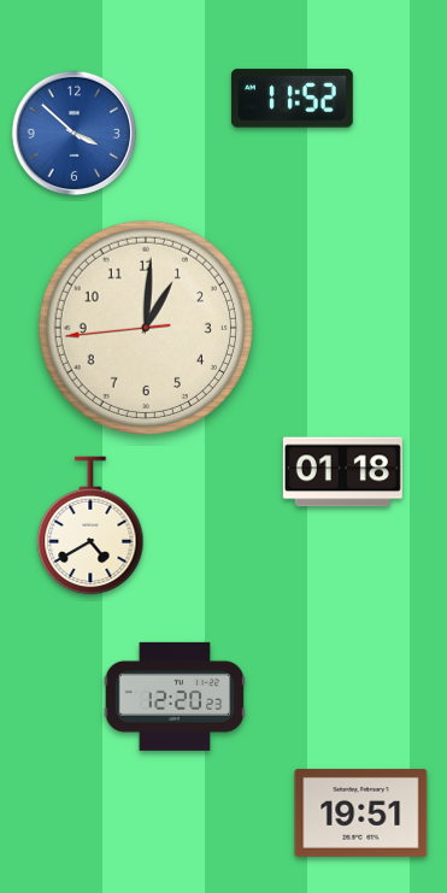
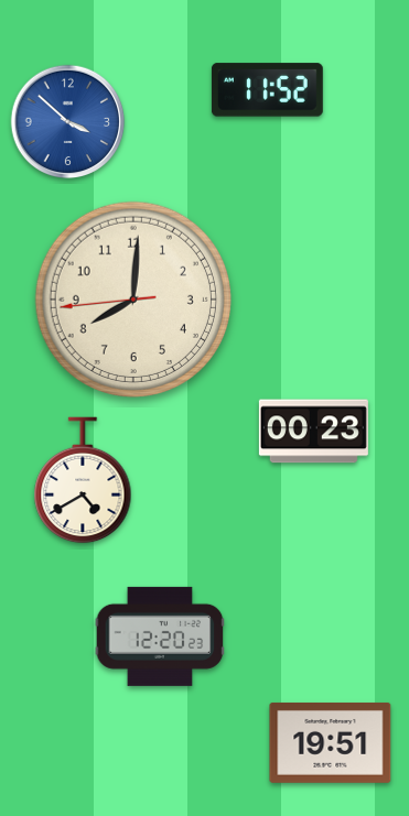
clock at (145, 327): 1:00 -> 8:00
clock at (342, 472): 01:18 -> 00:23
